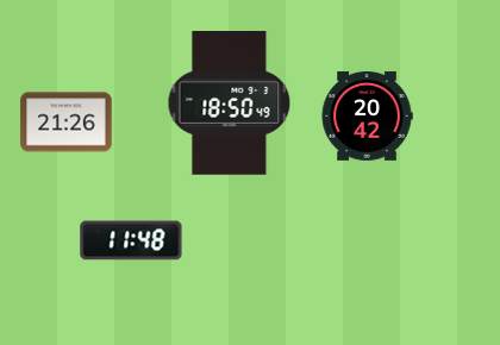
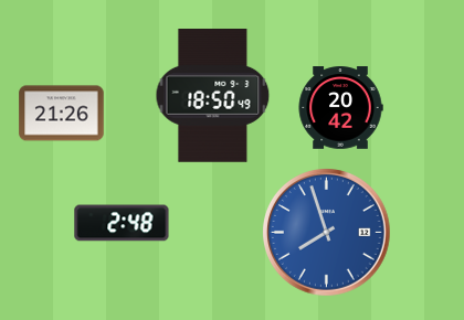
clock at (131, 240): 11:48 -> 2:48
clock at (327, 233): none -> 7:57
